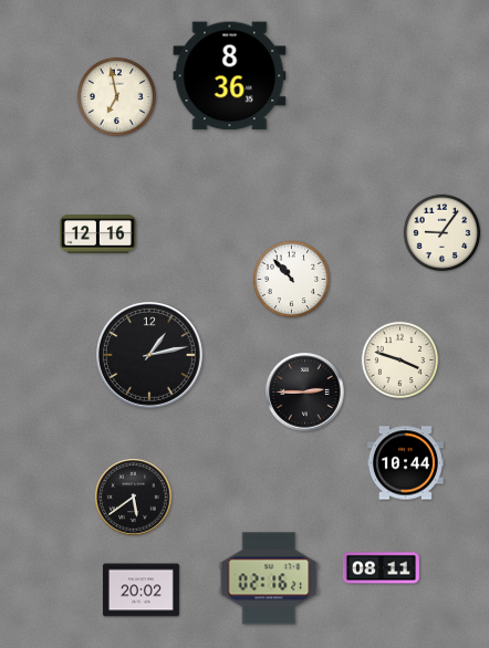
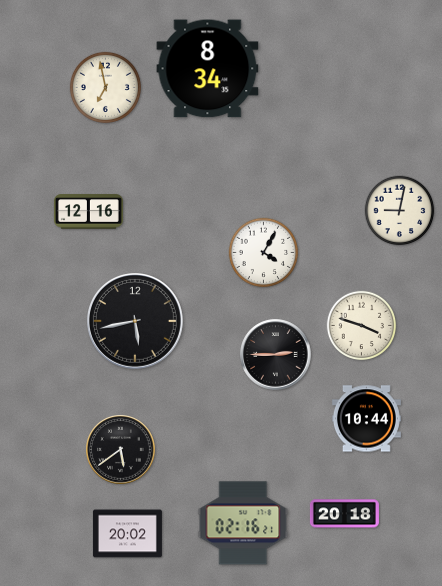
clock at (230, 76): 8:36 -> 8:34
clock at (443, 233): 9:06 -> 9:02
clock at (292, 280): 10:53 -> 4:05
clock at (150, 356): 1:13 -> 5:43
clock at (381, 568): 08:11 -> 20:18
